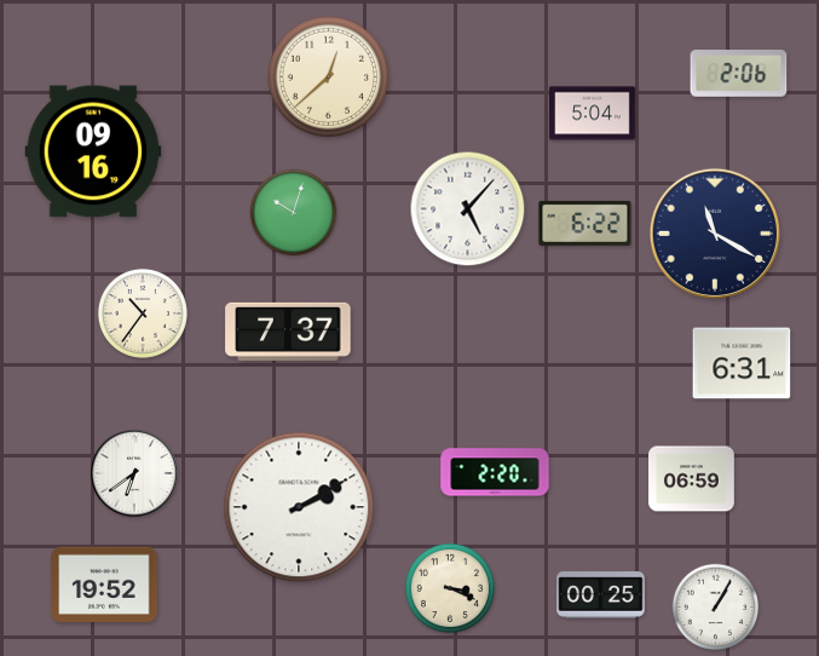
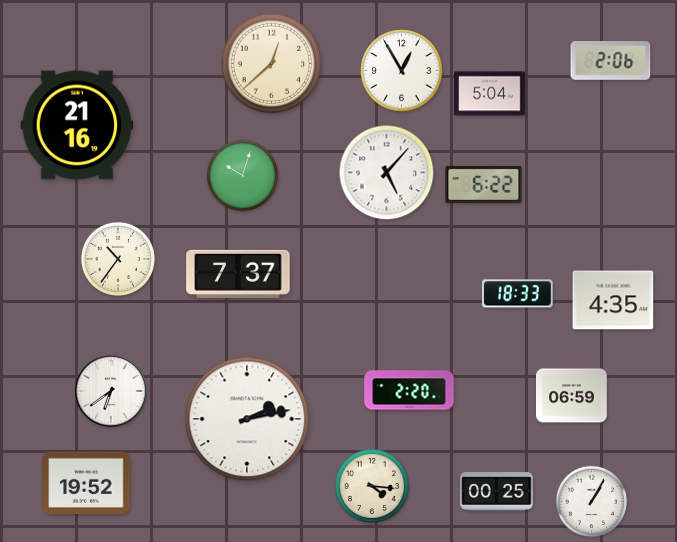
clock at (402, 71): none -> 12:55
clock at (93, 151): 09:16 -> 21:16
clock at (715, 234): 11:20 -> none
clock at (517, 294): none -> 18:33
clock at (742, 363): 6:31 -> 4:35
clock at (299, 507): 2:10 -> 2:13
clock at (450, 588): 3:19 -> 4:16
